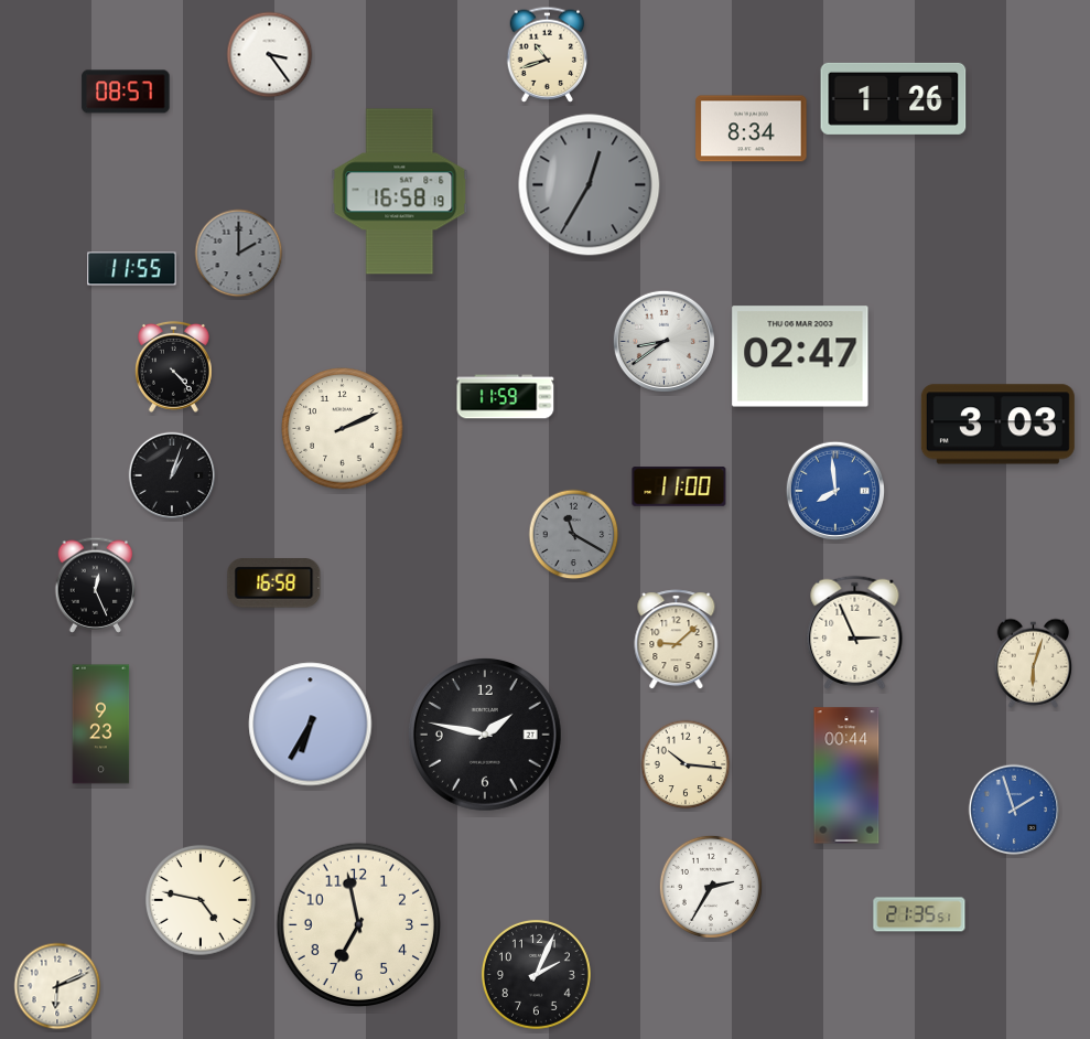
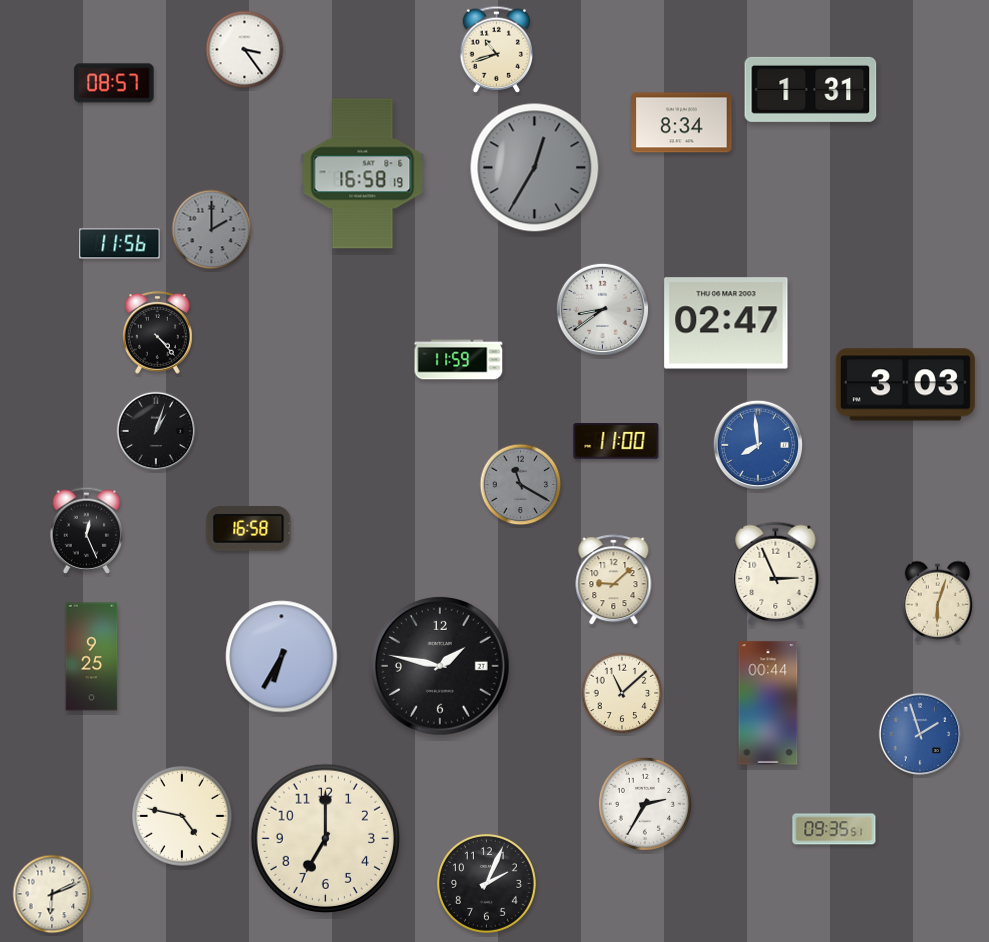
clock at (894, 98): 1:26 -> 1:31
clock at (752, 129) position: (752, 129) -> (682, 123)
clock at (239, 254) position: (239, 254) -> (212, 230)
clock at (132, 269): 11:55 -> 11:56
clock at (343, 429): 2:11 -> none
clock at (101, 725): 9:23 -> 9:25
clock at (686, 764): 10:16 -> 11:08
clock at (919, 914): 21:35 -> 09:35
clock at (358, 924): 6:58 -> 7:00
